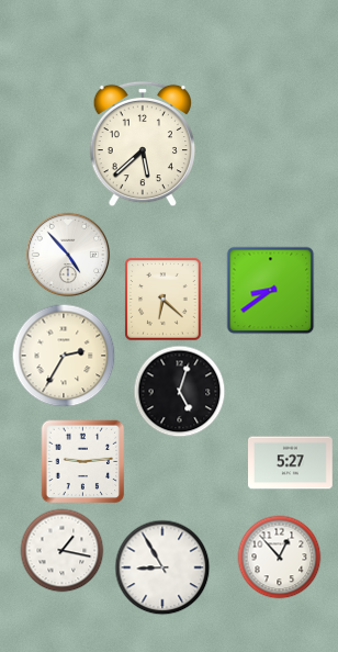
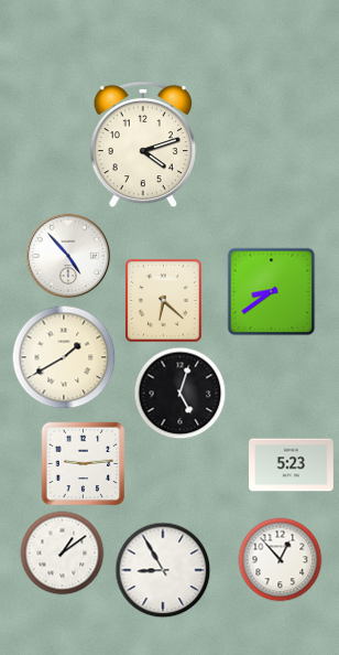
clock at (142, 144): 5:38 -> 4:12
clock at (64, 356): 2:35 -> 1:40
clock at (291, 463): 5:27 -> 5:23
clock at (63, 551): 1:17 -> 1:09
